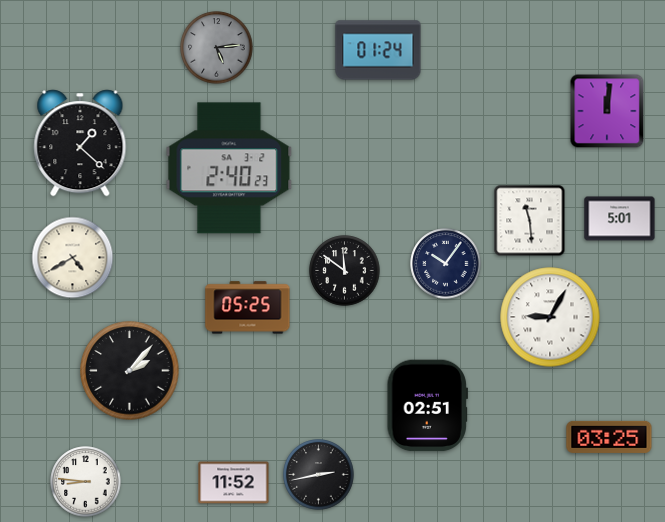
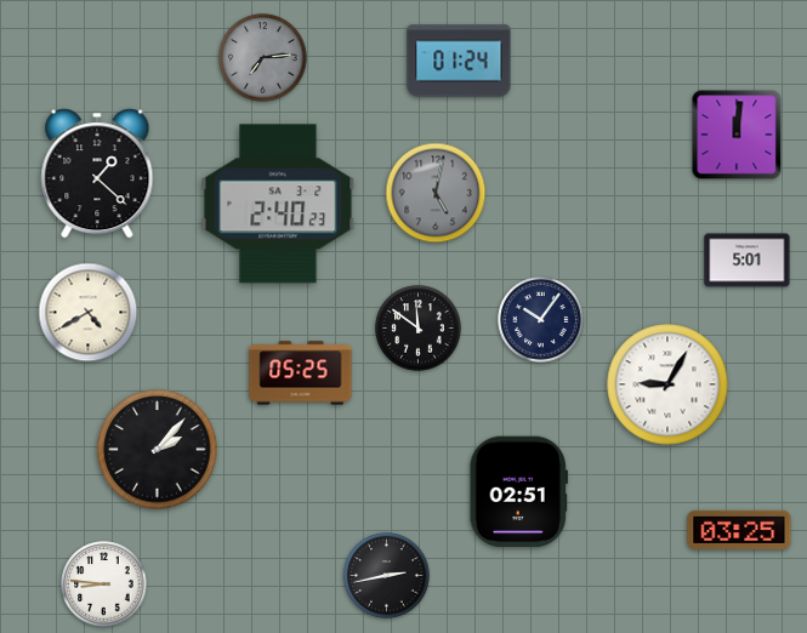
clock at (217, 48): 5:14 -> 7:14
clock at (436, 193): none -> 5:02
clock at (620, 219) position: (620, 219) -> (748, 261)
clock at (530, 221): 11:29 -> none
clock at (234, 483): 11:52 -> none
